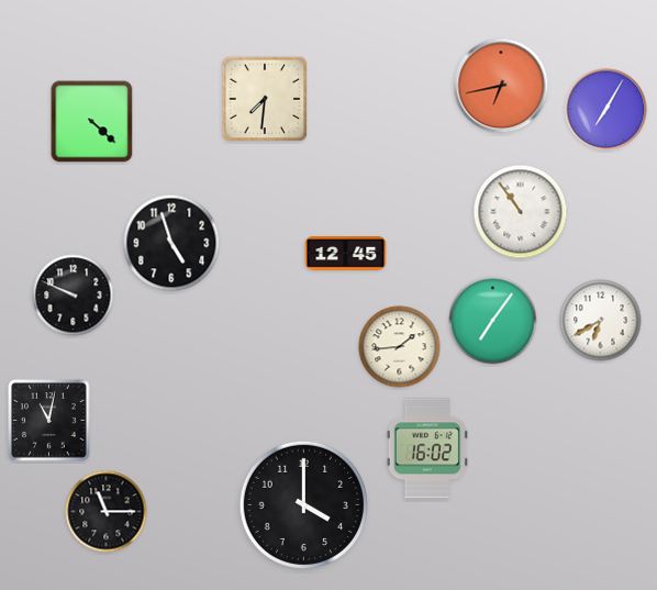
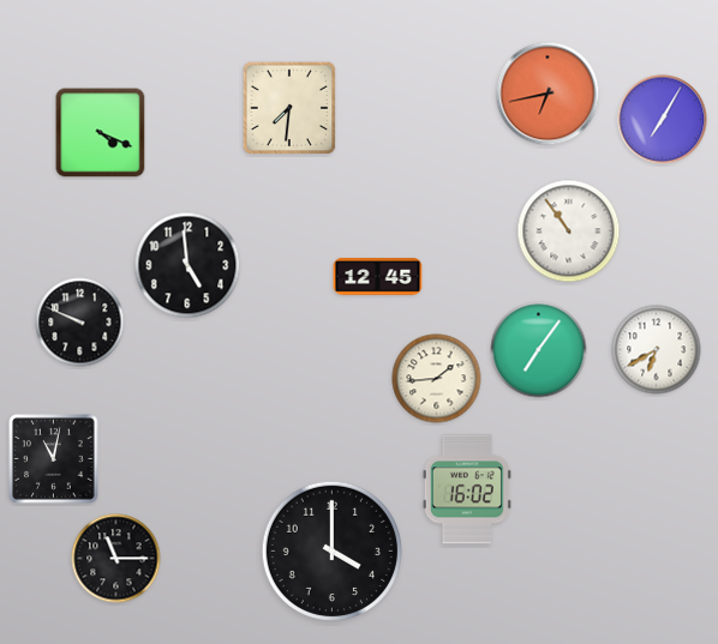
clock at (92, 122): 4:22 -> 4:19
clock at (171, 243): 4:57 -> 4:59
